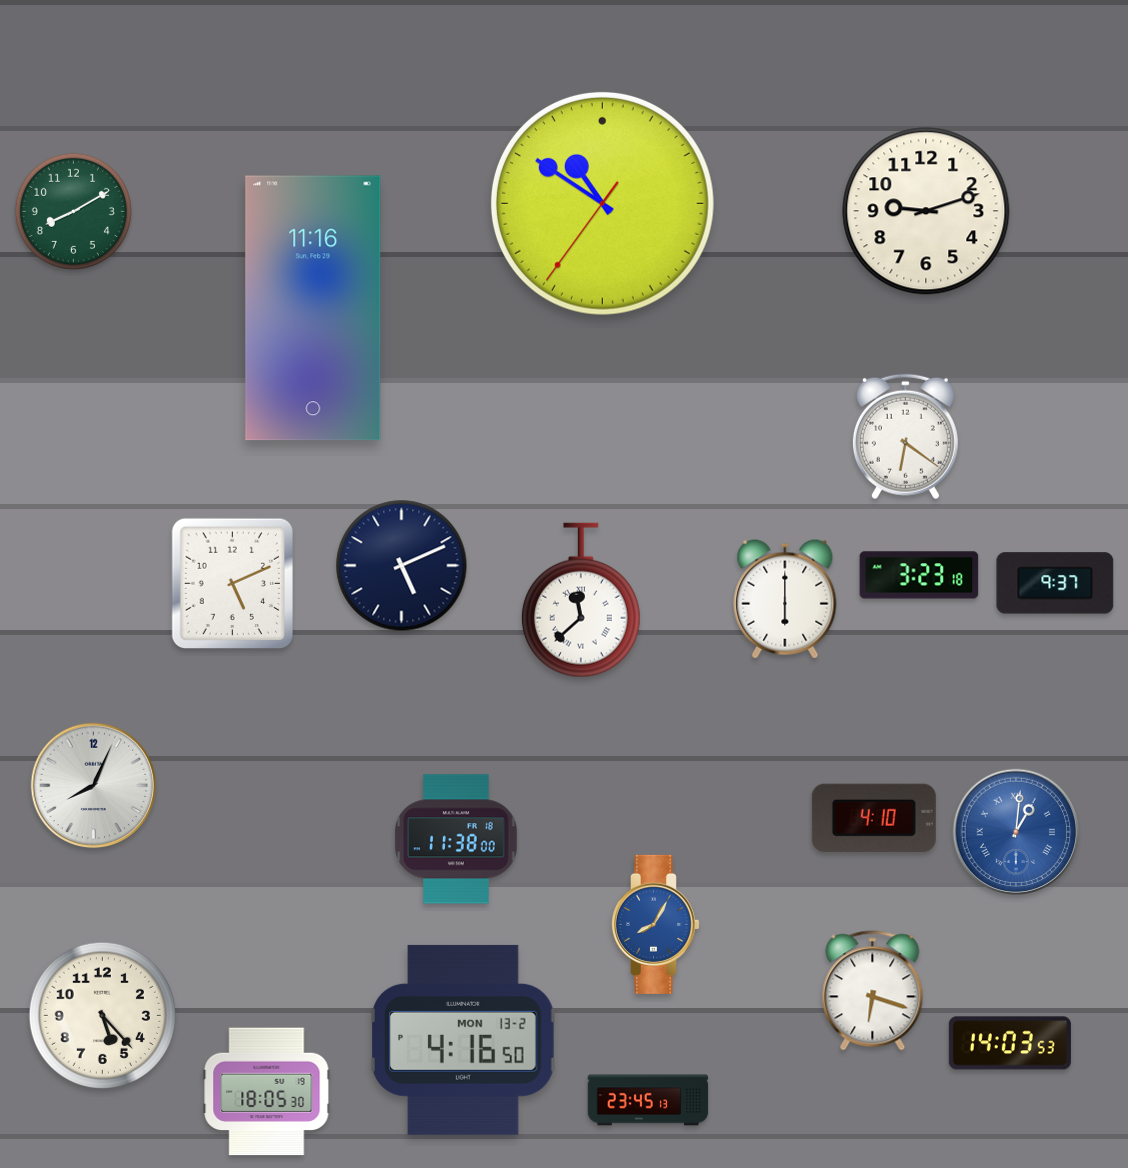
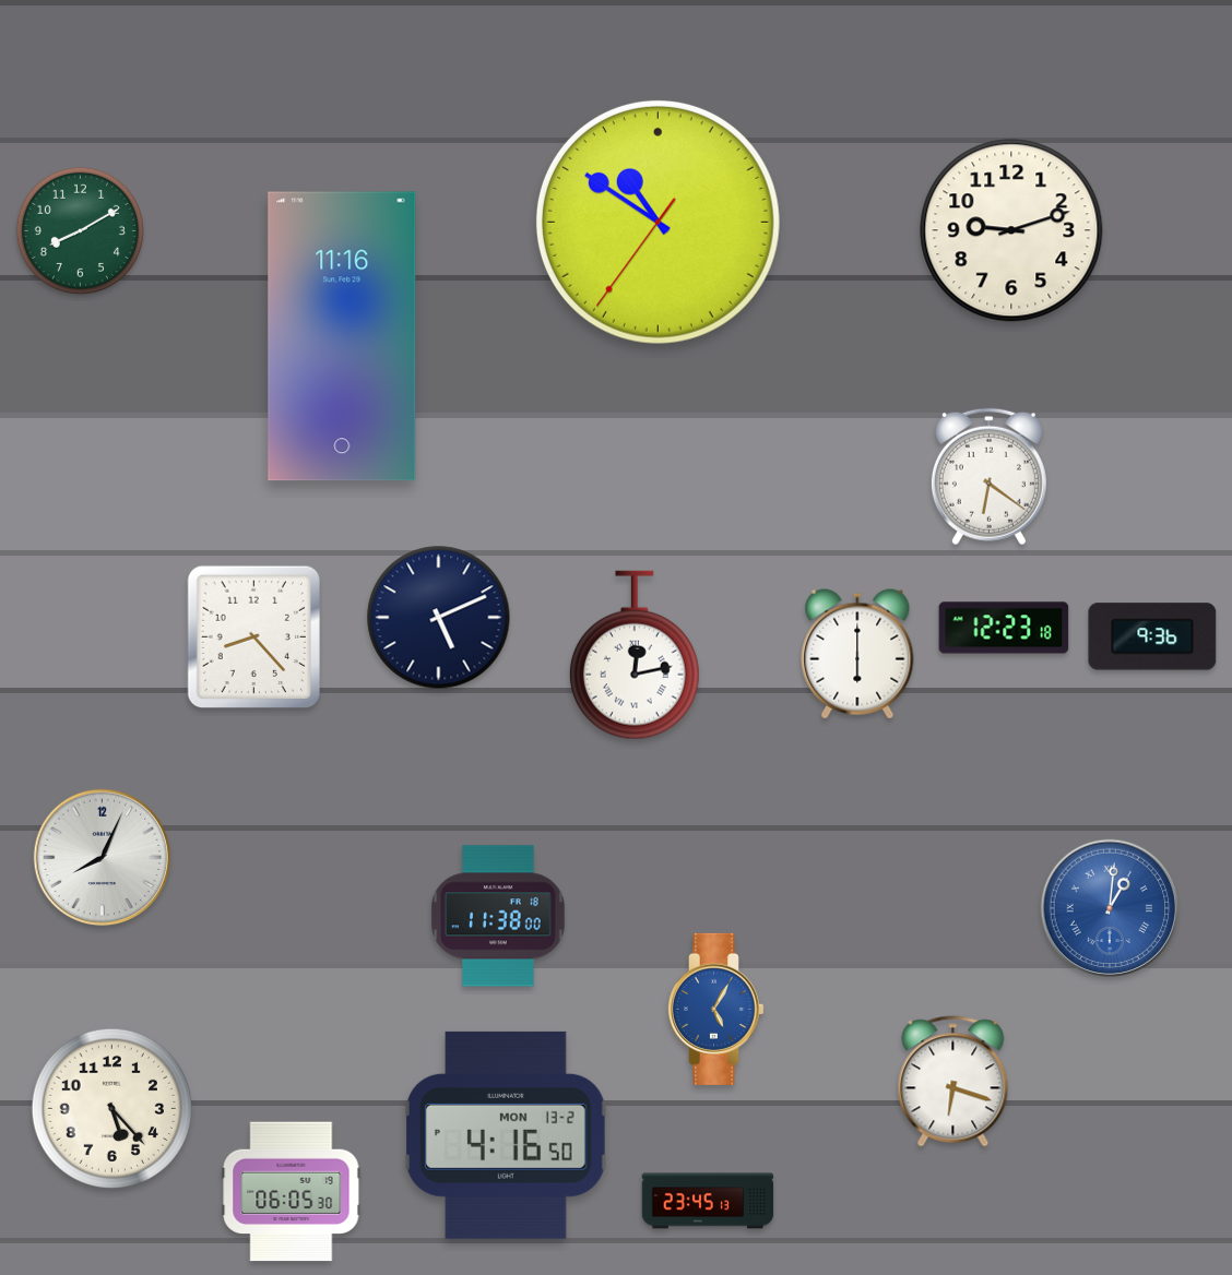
clock at (919, 575): 3:23 -> 12:23
clock at (232, 583): 5:11 -> 8:23
clock at (1055, 583): 9:37 -> 9:36
clock at (581, 600): 11:38 -> 12:13
clock at (874, 818): 4:10 -> none
clock at (655, 924): 8:05 -> 5:05
clock at (1010, 1043): 14:03 -> none
clock at (267, 1092): 18:05 -> 06:05
